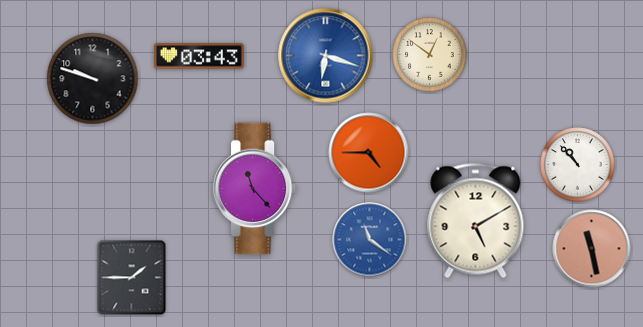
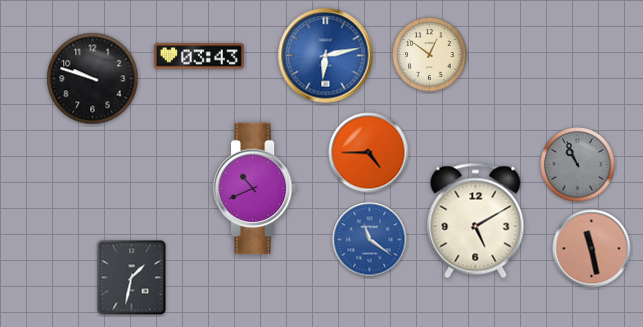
clock at (326, 56): 6:18 -> 6:13
clock at (578, 165): 10:53 -> 10:56
clock at (578, 165) dial: white -> grey
clock at (255, 189): 11:23 -> 10:41
clock at (132, 278): 1:45 -> 1:32
